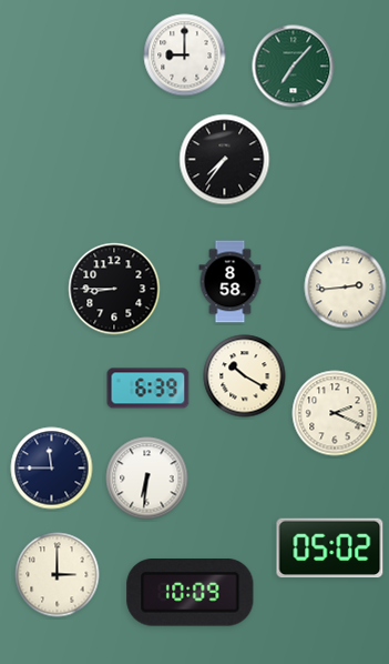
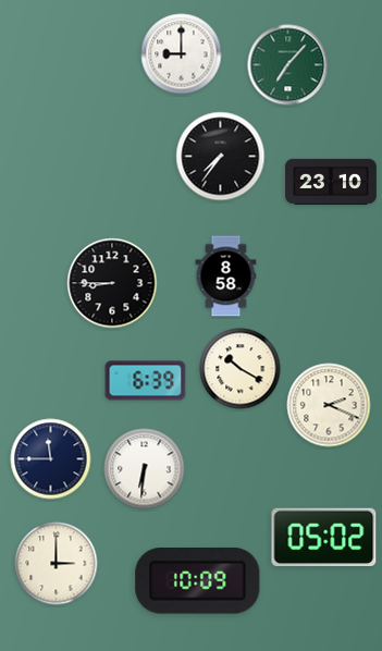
clock at (332, 182): none -> 23:10
clock at (346, 288): 2:44 -> none
clock at (191, 593) position: (191, 593) -> (198, 581)
